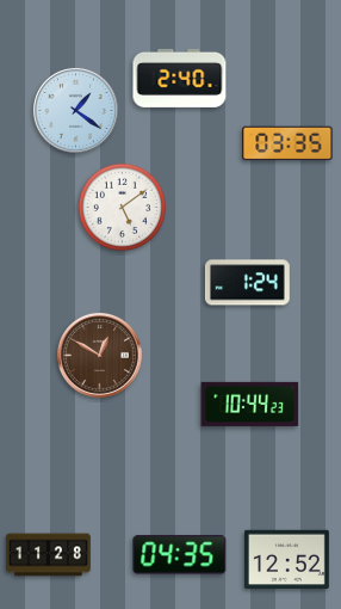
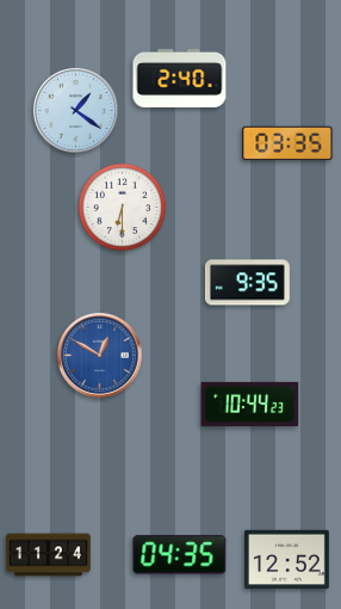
clock at (122, 207): 5:09 -> 6:30
clock at (247, 283): 1:24 -> 9:35
clock at (100, 356) dial: brown -> blue
clock at (49, 555): 11:28 -> 11:24
